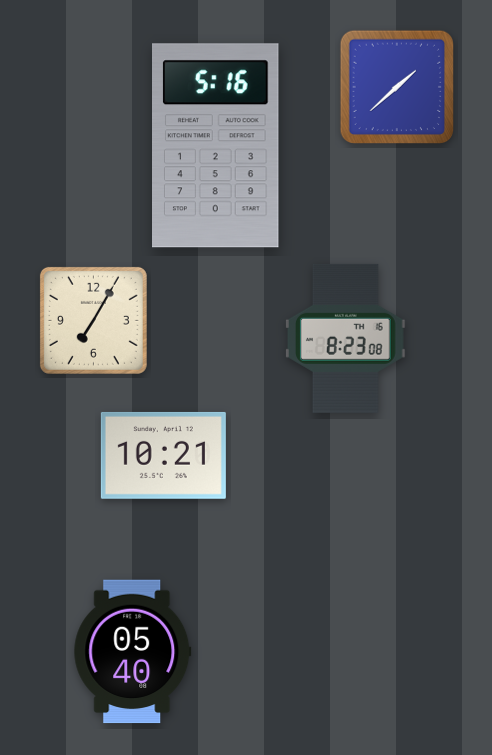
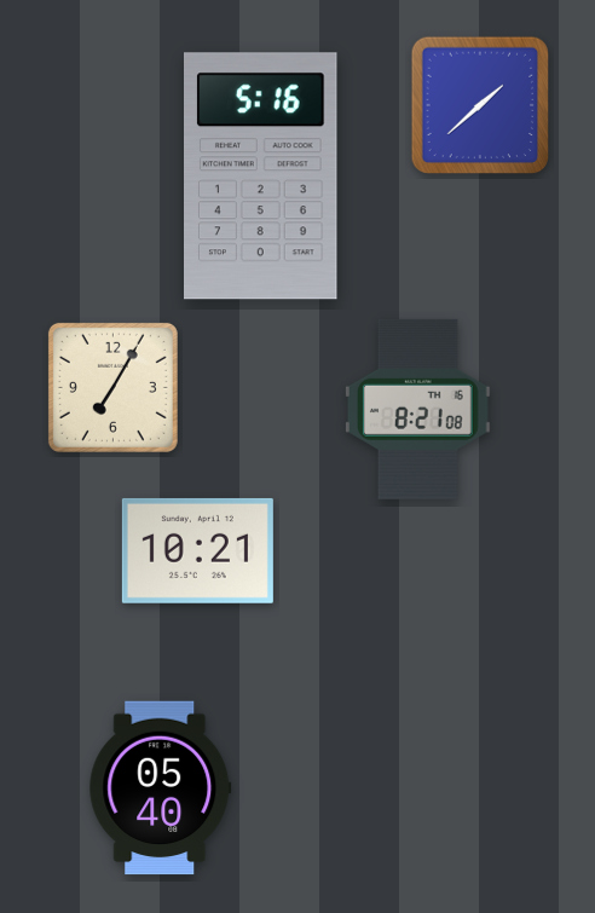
clock at (345, 338): 8:23 -> 8:21
